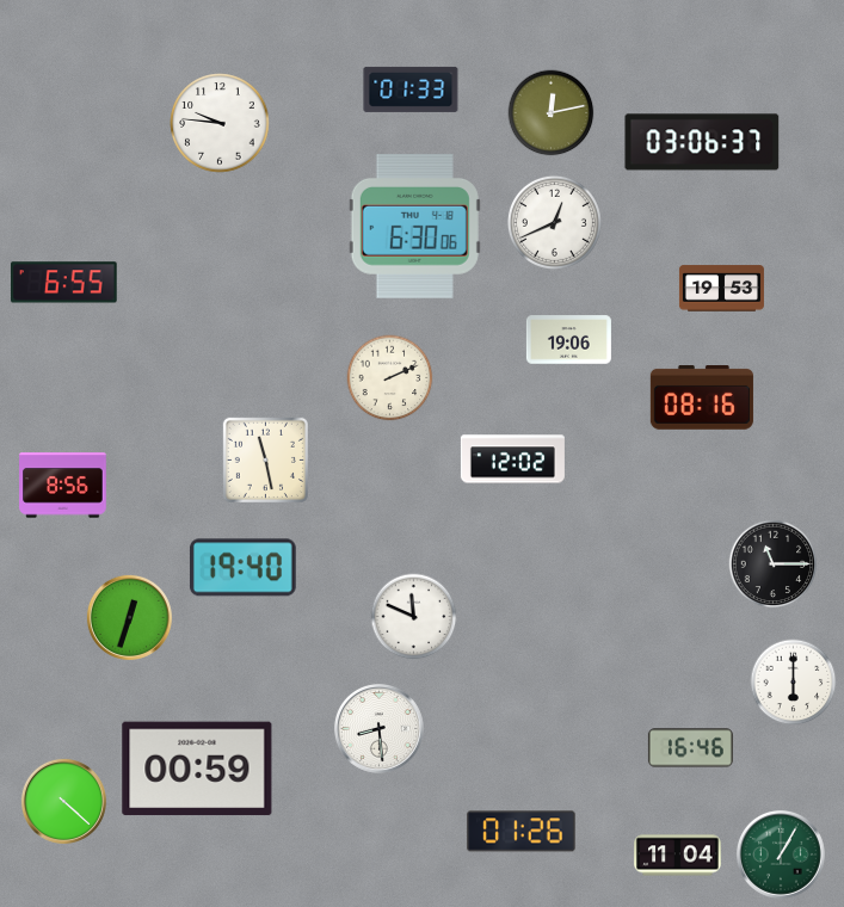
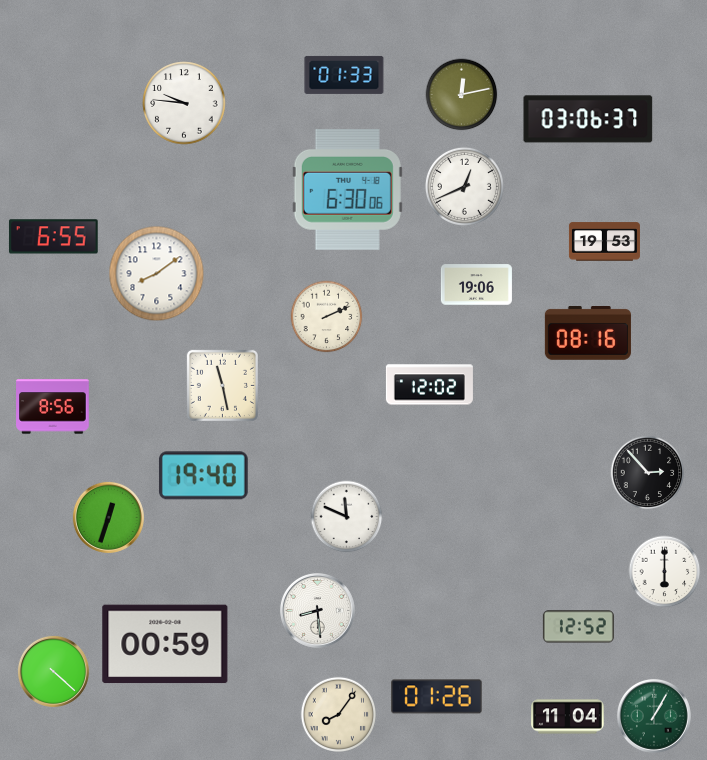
clock at (157, 274): none -> 8:09
clock at (774, 564): 11:15 -> 2:53
clock at (690, 748): 16:46 -> 12:52
clock at (338, 714): none -> 8:06
